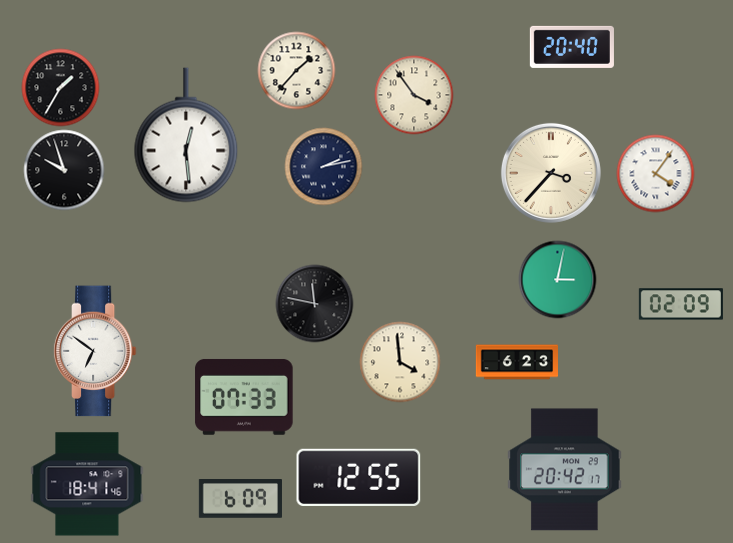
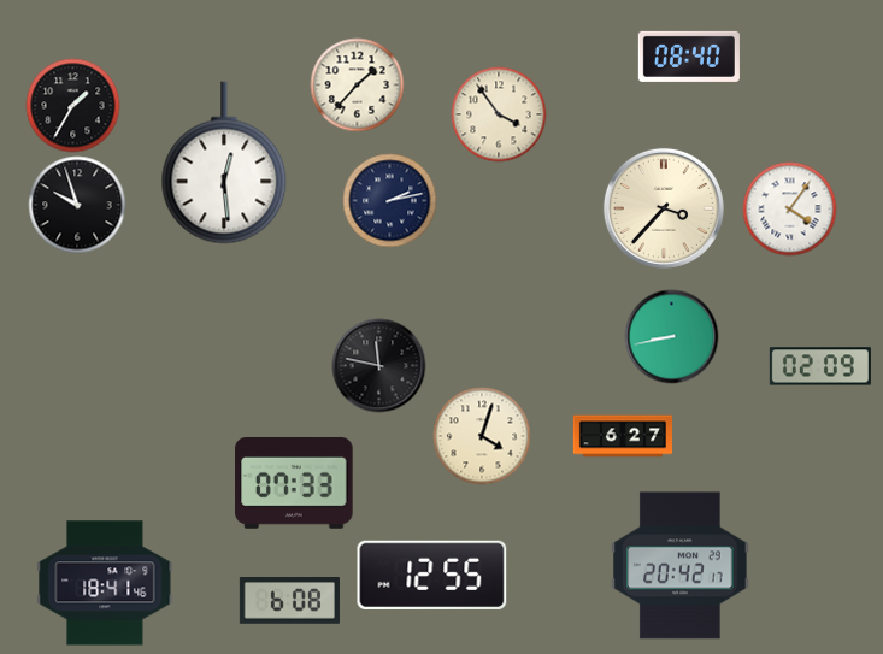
clock at (572, 47): 20:40 -> 08:40
clock at (557, 279): 3:02 -> 8:43
clock at (95, 351): 6:51 -> none
clock at (400, 362): 3:59 -> 4:03
clock at (516, 362): 6:23 -> 6:27
clock at (244, 397) position: (244, 397) -> (294, 483)
clock at (240, 499): 6:09 -> 6:08
